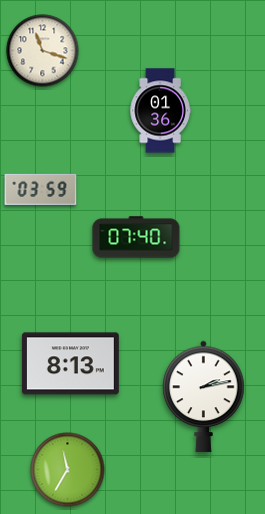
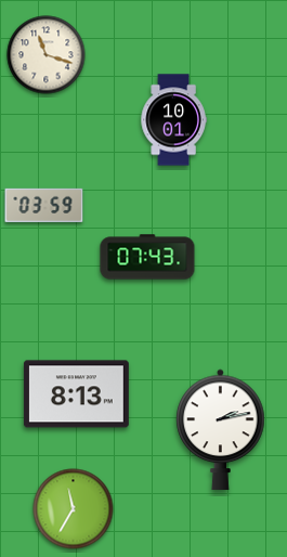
clock at (160, 111): 01:36 -> 10:01
clock at (136, 237): 07:40 -> 07:43
